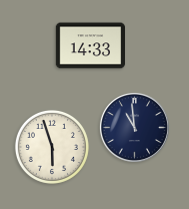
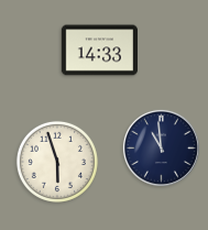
clock at (134, 127) position: (134, 127) -> (161, 147)
